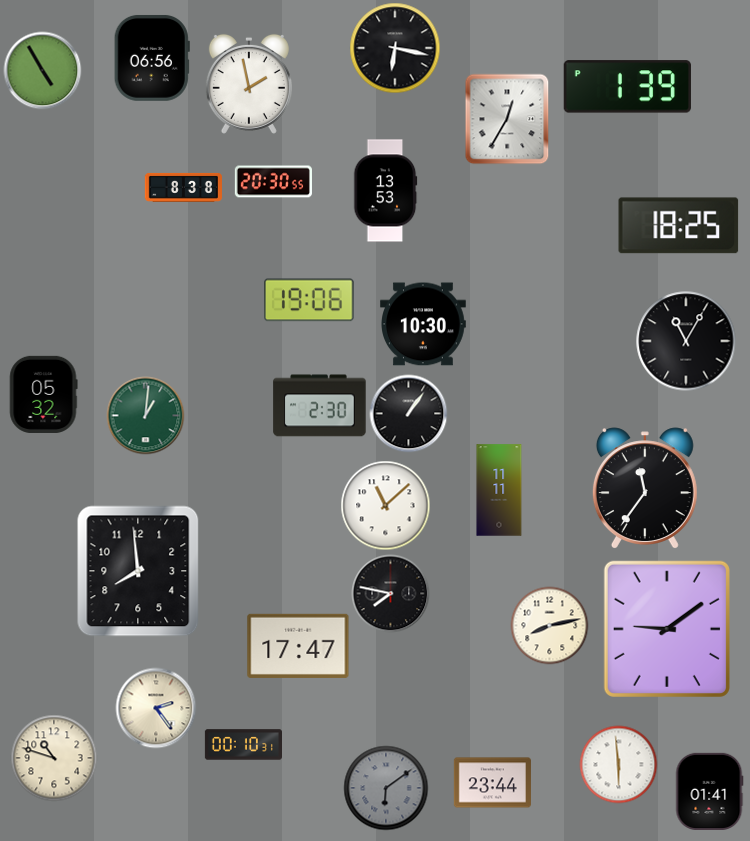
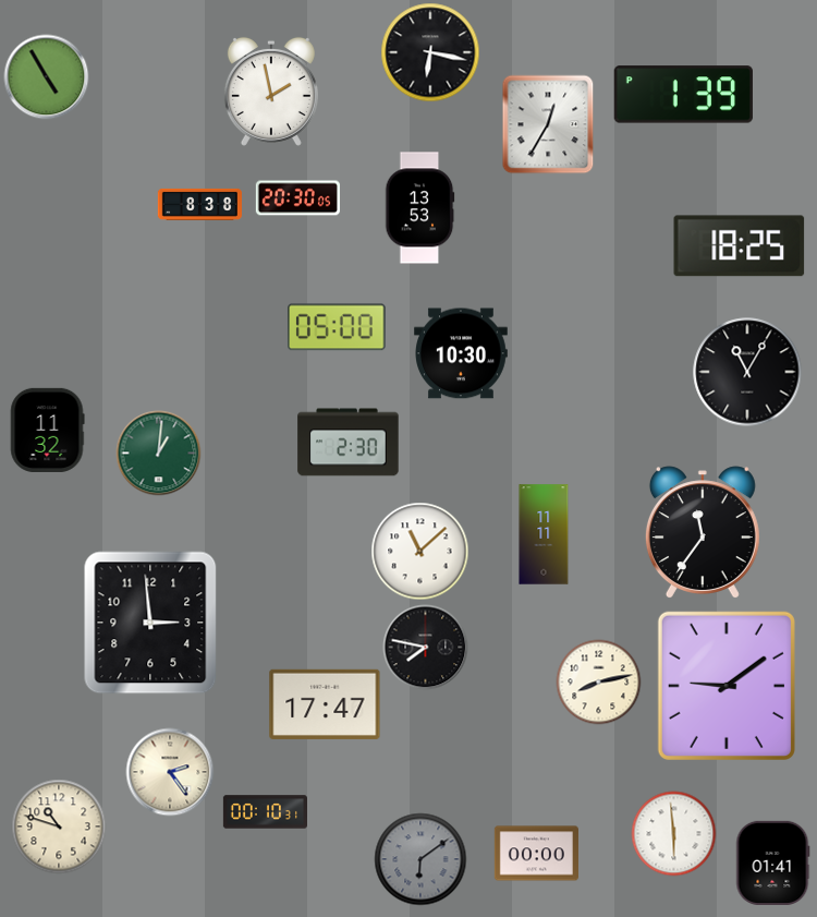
clock at (152, 58): 06:56 -> none
clock at (507, 119) position: (507, 119) -> (548, 124)
clock at (273, 182): 20:30:55 -> 20:30:05
clock at (310, 300): 19:06 -> 05:00
clock at (43, 394): 05:32 -> 11:32
clock at (408, 413): 1:06 -> none
clock at (138, 571): 7:59 -> 2:59
clock at (492, 783): 23:44 -> 00:00
